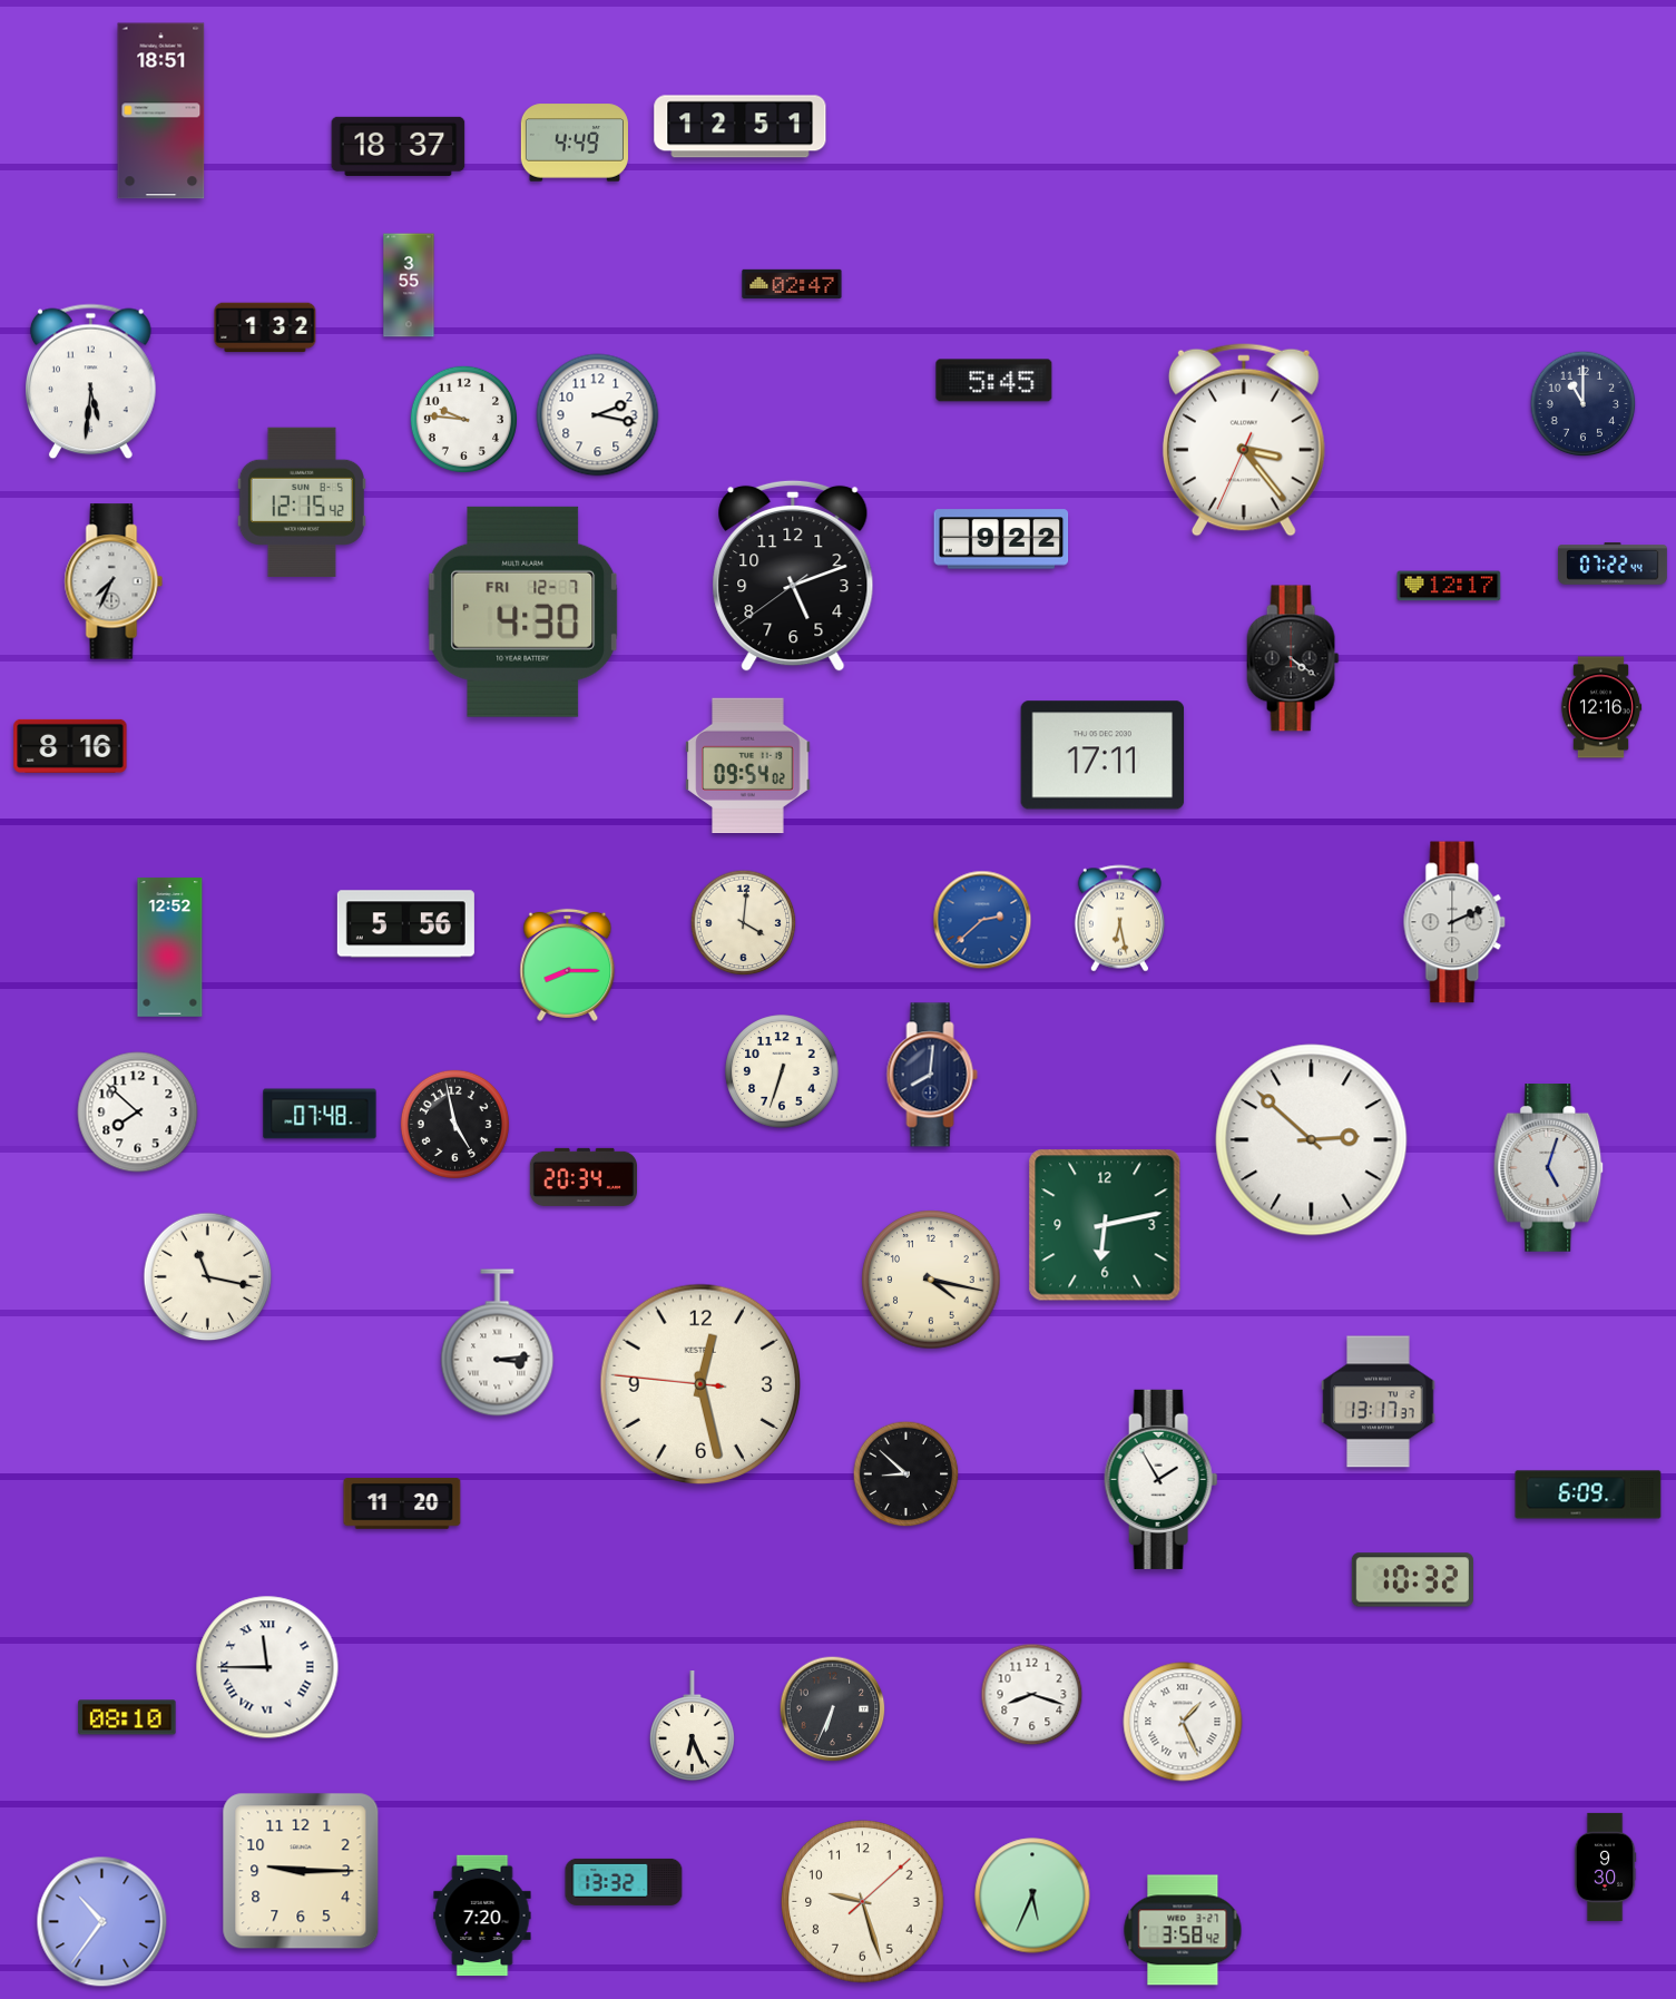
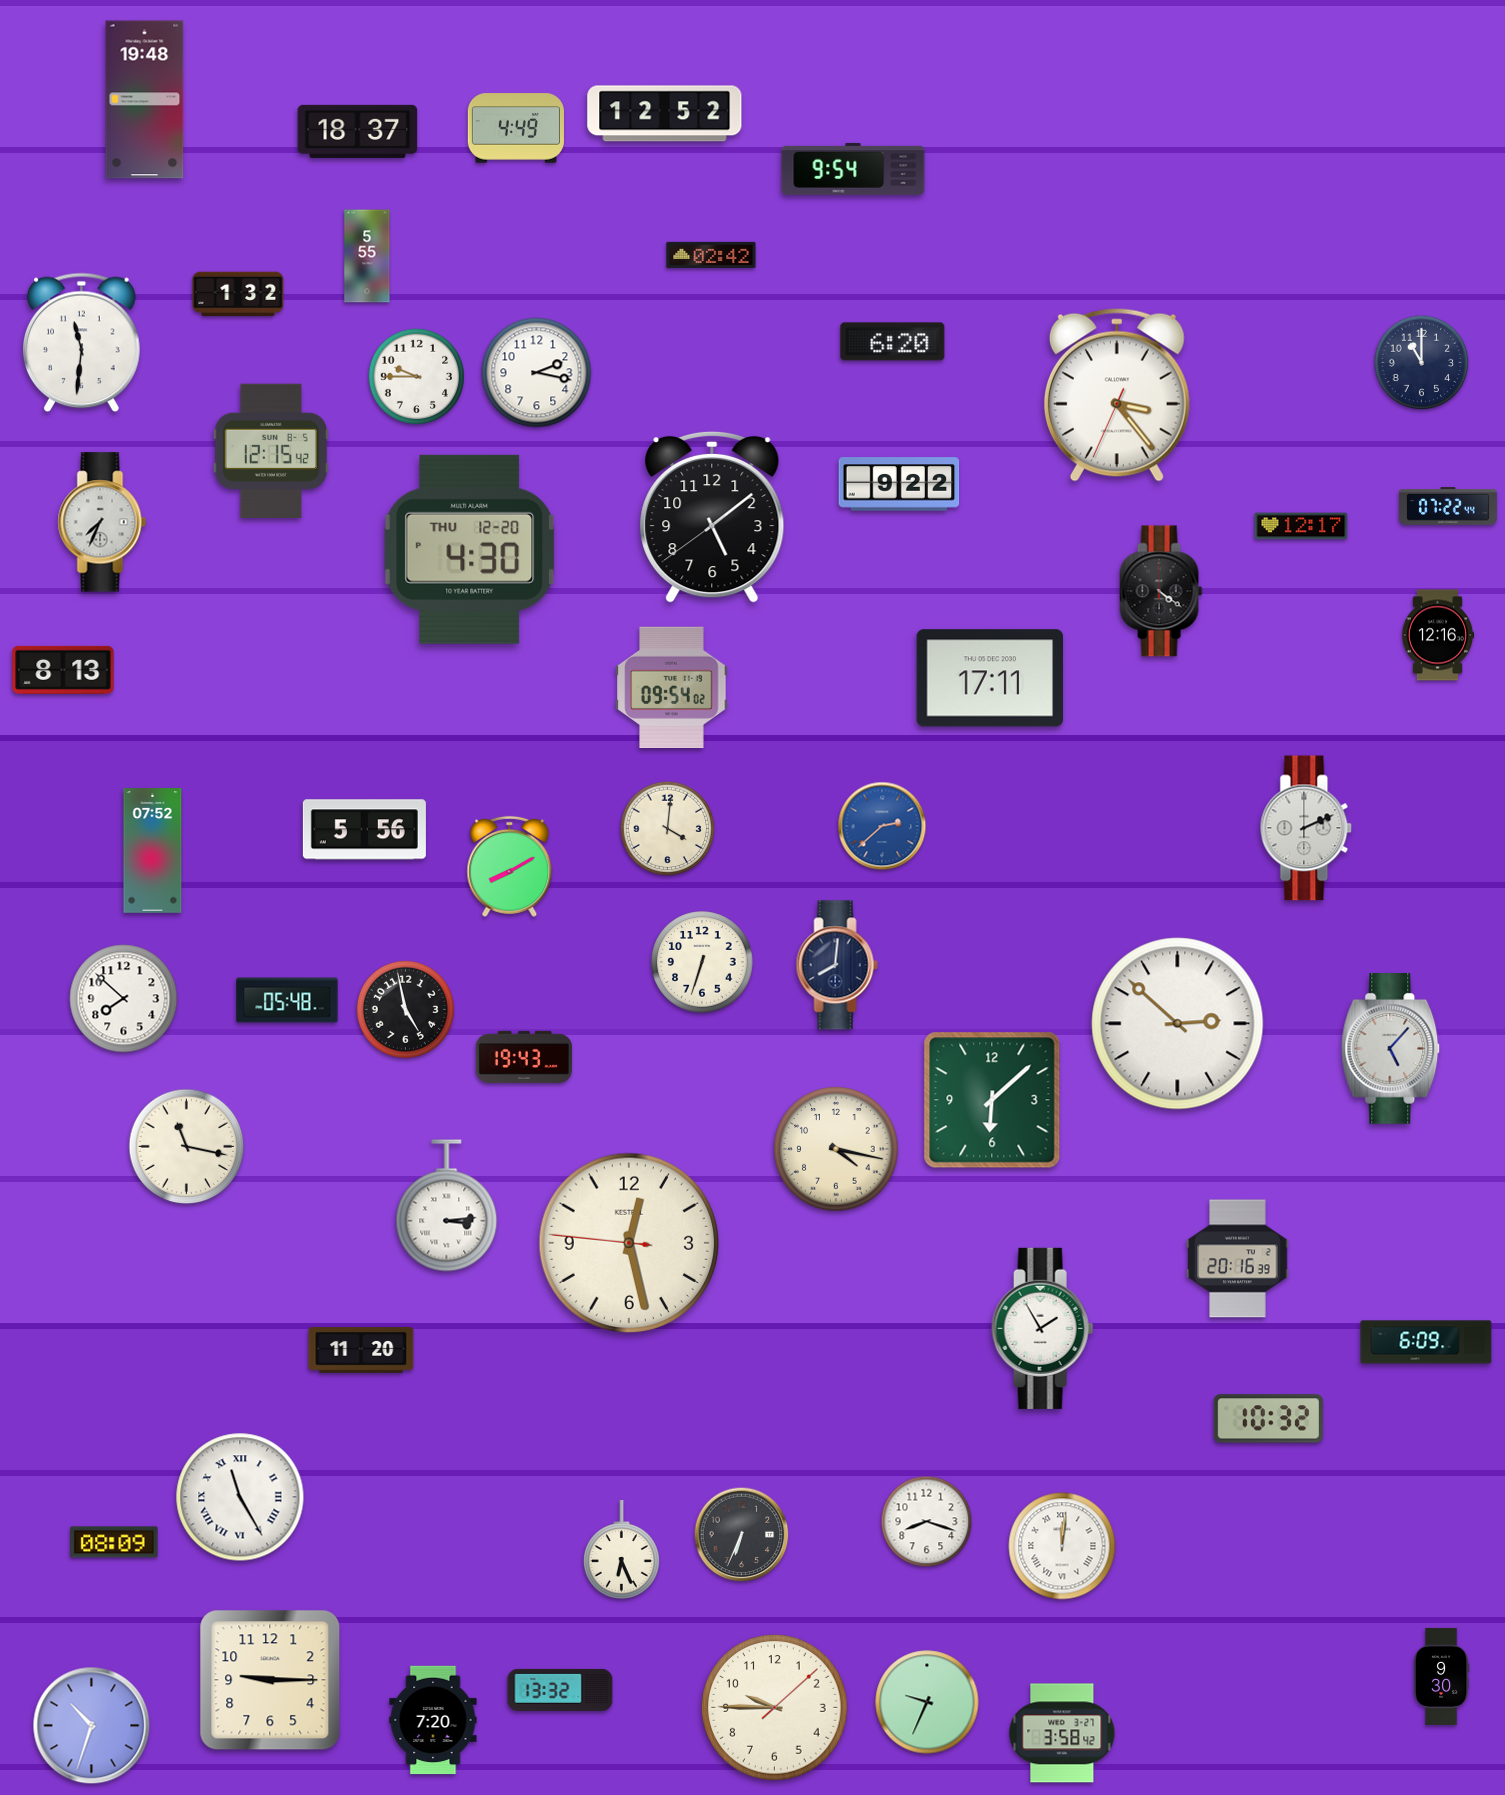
clock at (161, 111): 18:51 -> 19:48
clock at (741, 127): 12:51 -> 12:52
clock at (853, 169): none -> 9:54
clock at (792, 284): 02:47 -> 02:42
clock at (409, 285): 3:55 -> 5:55
clock at (994, 381): 5:45 -> 6:20
clock at (91, 382): 5:31 -> 11:31
clock at (463, 419): 9:46 -> 9:45
clock at (793, 576): 5:11 -> 5:08
clock at (523, 611) date: FRI 12-7 -> THU 12-20
clock at (70, 746): 8:16 -> 8:13
clock at (1119, 919): 6:28 -> none
clock at (170, 948): 12:52 -> 07:52
clock at (568, 964): 8:15 -> 8:10
clock at (320, 1114): 07:48 -> 05:48
clock at (454, 1124) position: (454, 1124) -> (405, 1009)
clock at (1549, 1168): 5:03 -> 5:07
clock at (584, 1177): 20:34 -> 19:43
clock at (1105, 1225): 6:13 -> 6:08
clock at (1379, 1402): 13:17 -> 20:16
clock at (906, 1474): 8:52 -> none
clock at (267, 1667): 11:45 -> 11:25
clock at (833, 1709) position: (833, 1709) -> (742, 1535)
clock at (127, 1717): 08:10 -> 08:09
clock at (1183, 1722): 1:26 -> 12:01
clock at (1032, 1895): 5:34 -> 9:34
clock at (863, 1902): 9:27 -> 9:45
clock at (102, 1922): 10:36 -> 10:33
